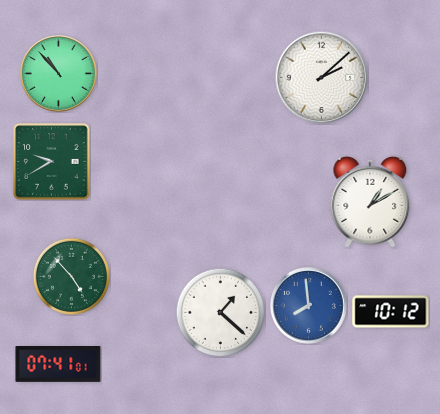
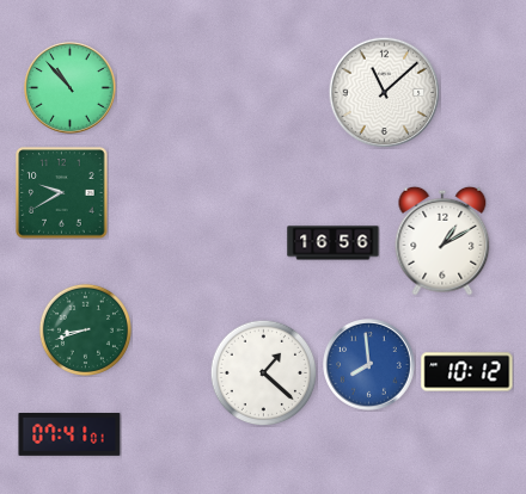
clock at (321, 77): 2:08 -> 11:08
clock at (334, 243): none -> 16:56
clock at (71, 276): 4:53 -> 8:42
